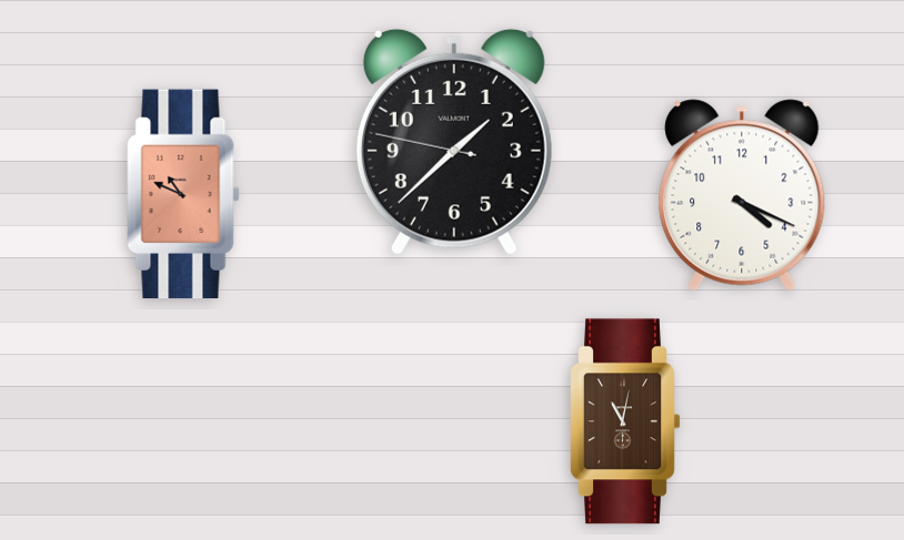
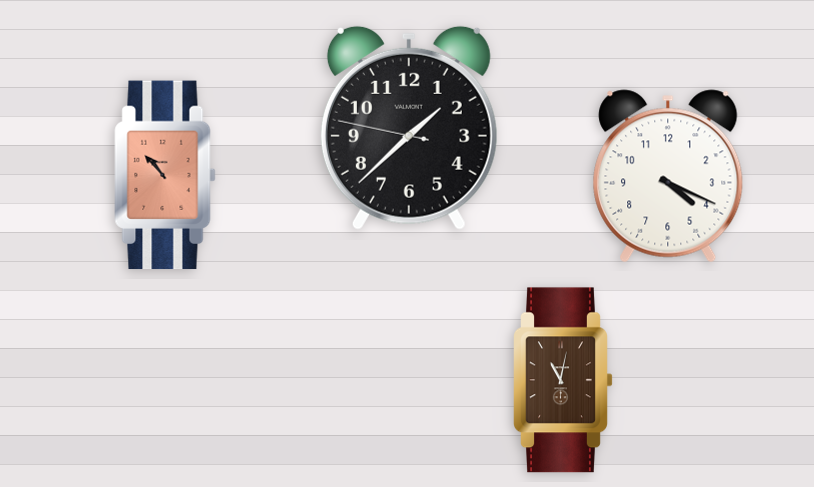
clock at (183, 194): 10:49 -> 10:53
